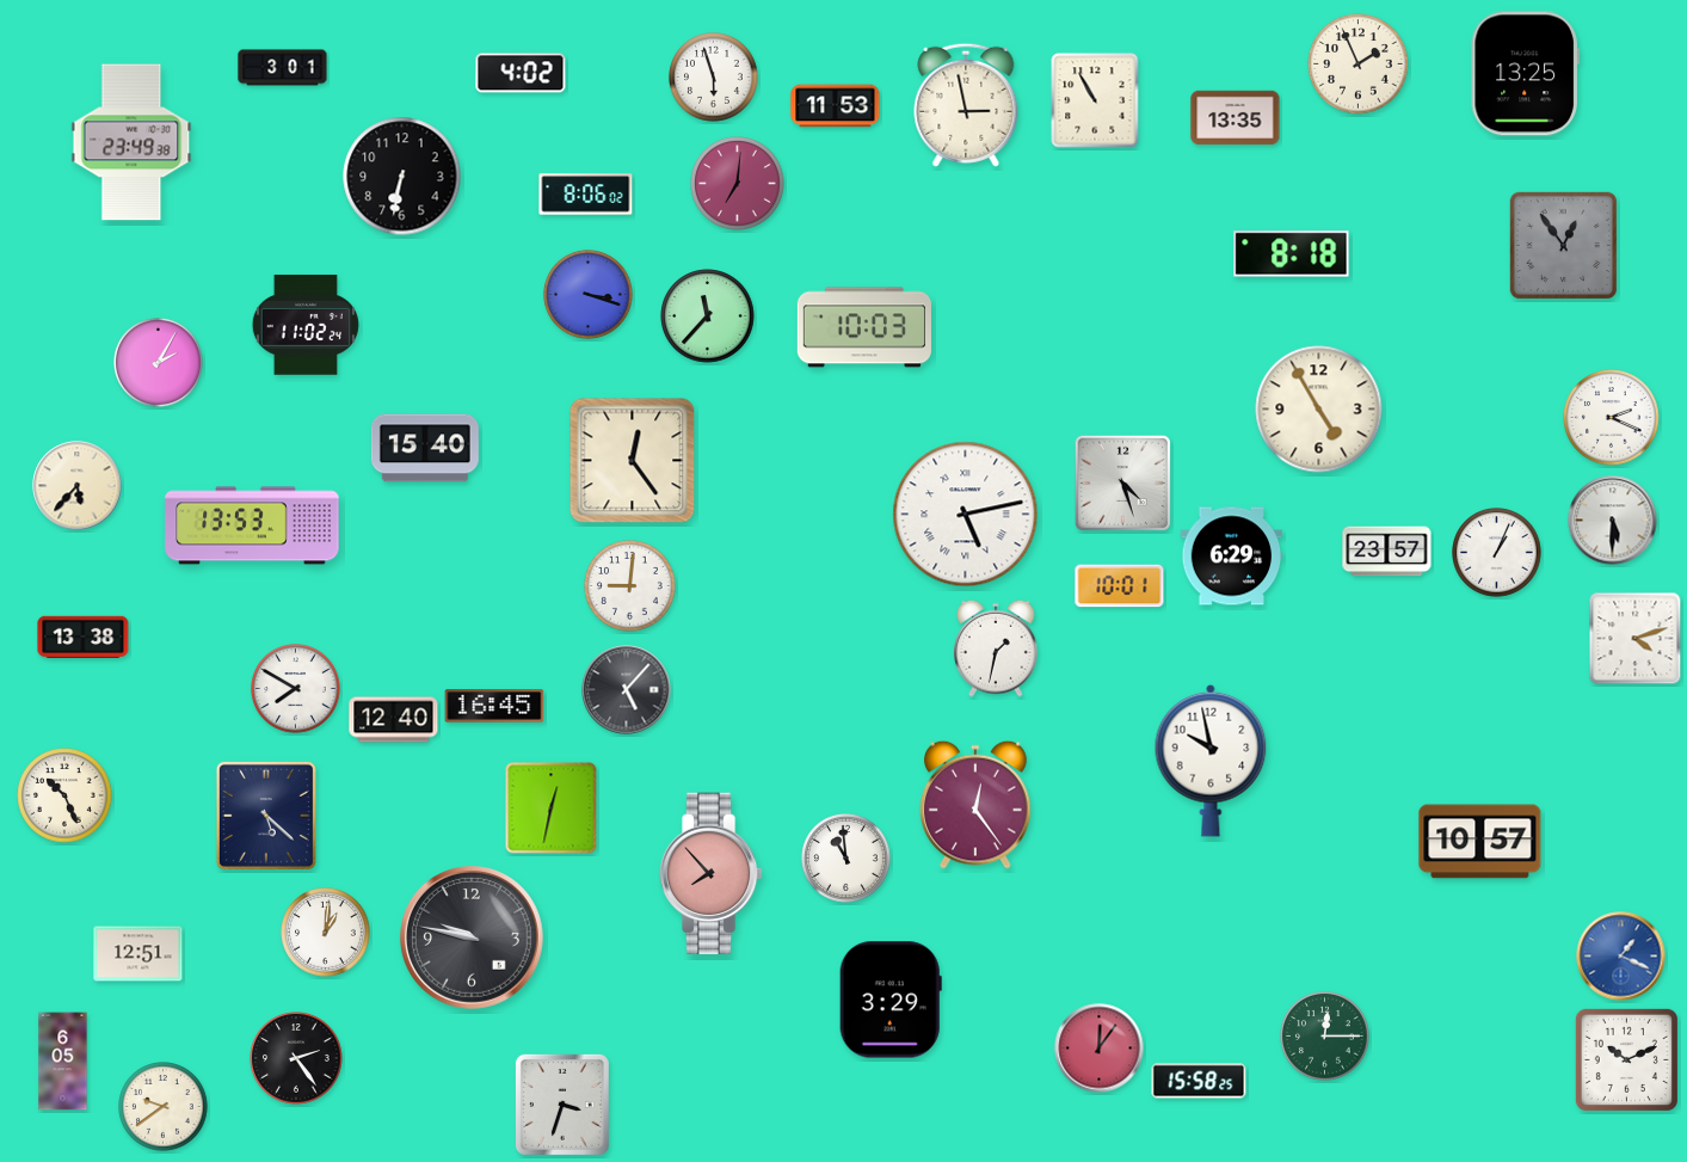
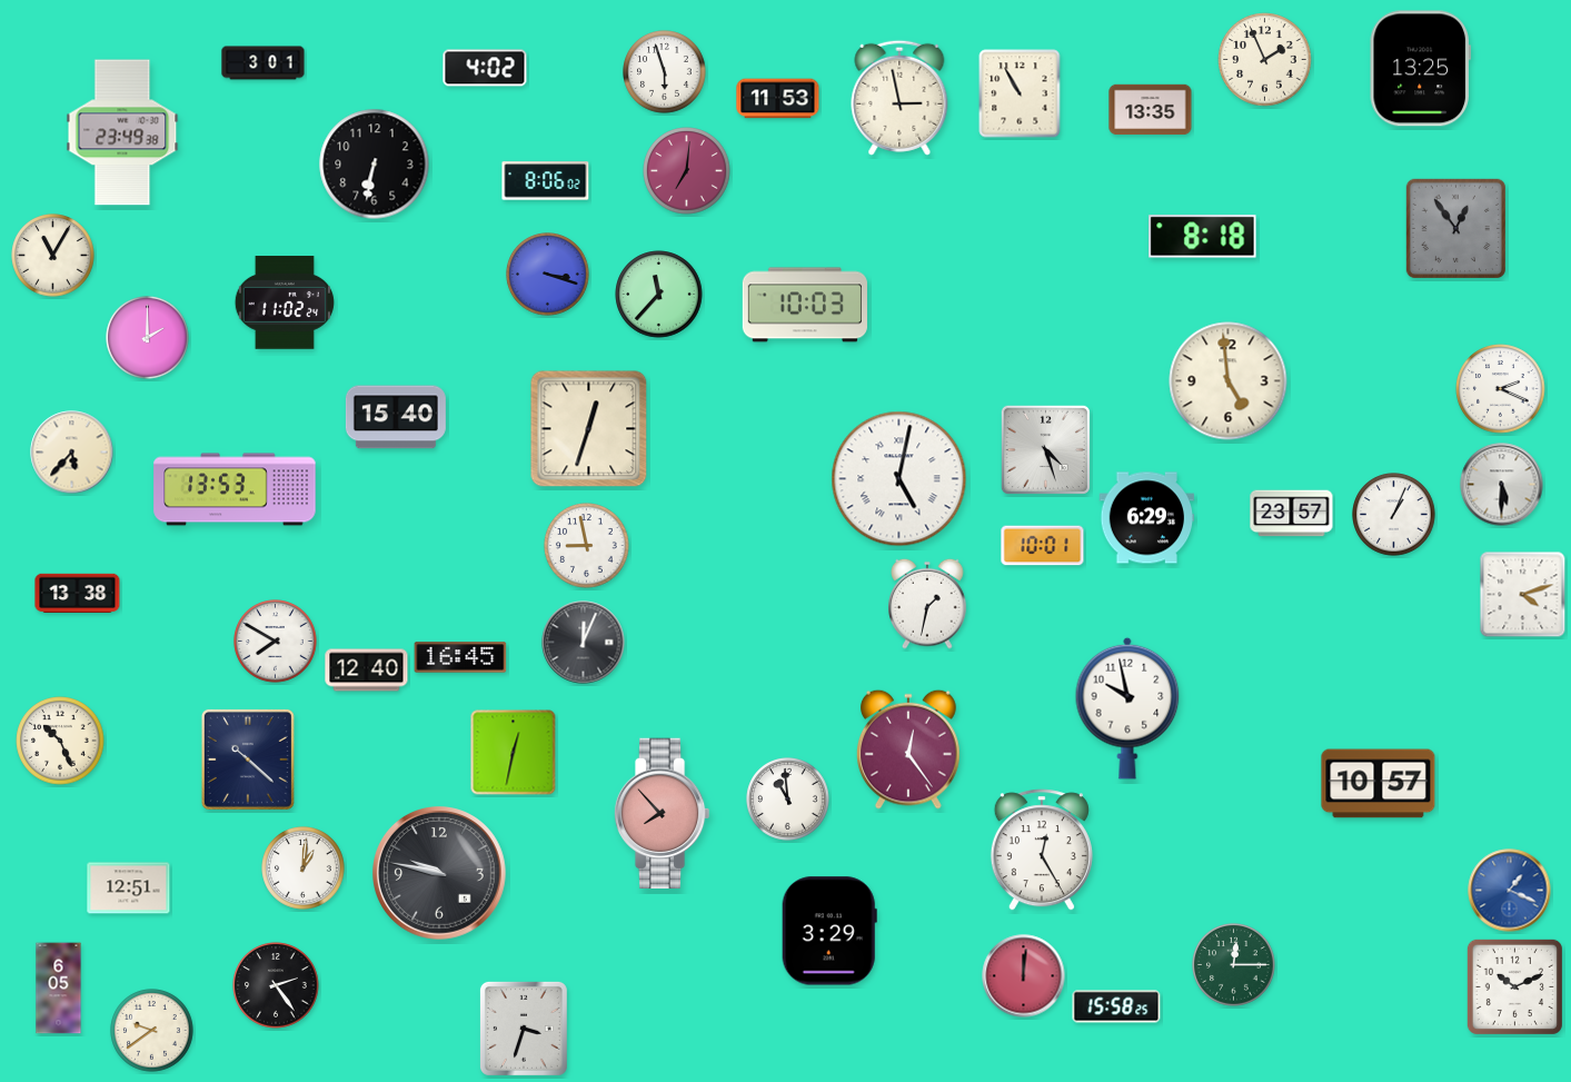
clock at (53, 256): none -> 11:05
clock at (159, 363): 2:05 -> 2:00
clock at (1319, 410): 4:55 -> 4:59
clock at (633, 461): 12:24 -> 12:33
clock at (966, 515): 5:13 -> 5:02
clock at (630, 586): 9:01 -> 8:58
clock at (627, 690): 5:07 -> 12:04
clock at (266, 816): 5:22 -> 10:22
clock at (1042, 850): none -> 12:25
clock at (1100, 1049): 12:06 -> 12:01
